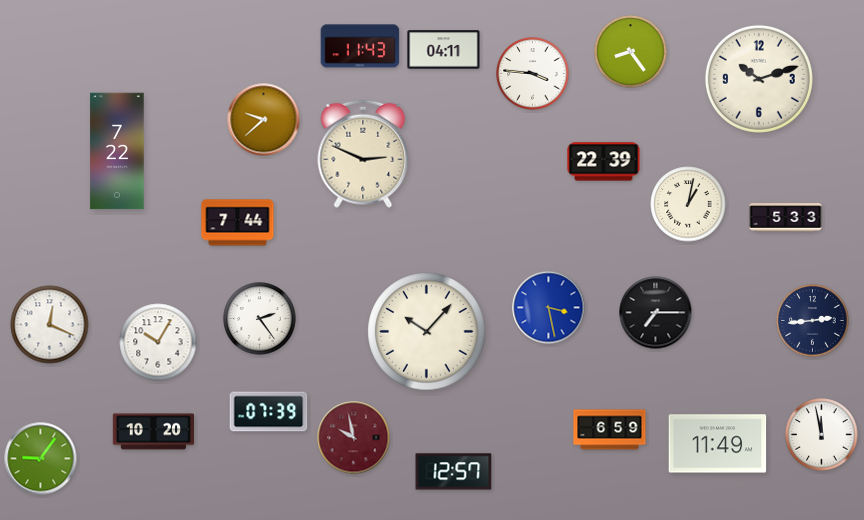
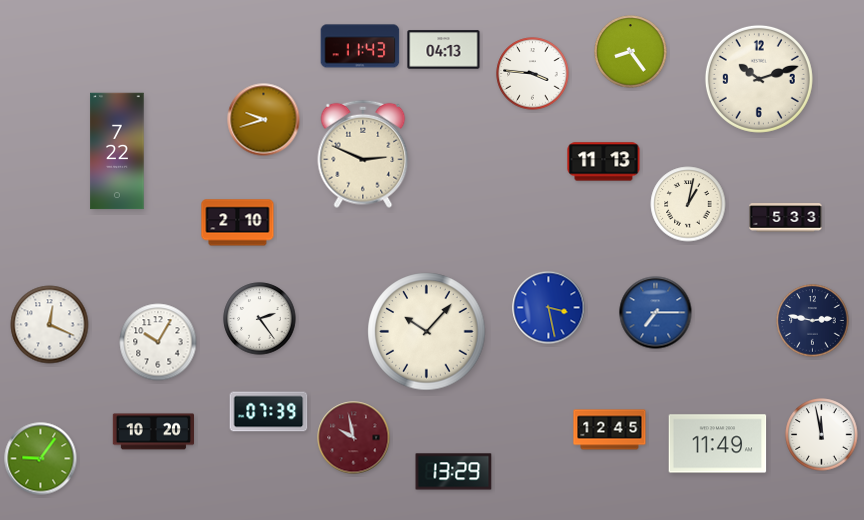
clock at (444, 50): 04:11 -> 04:13
clock at (264, 120): 9:38 -> 9:42
clock at (604, 162): 22:39 -> 11:13
clock at (238, 223): 7:44 -> 2:10
clock at (656, 313) dial: black -> blue
clock at (813, 321): 2:44 -> 2:47
clock at (610, 430): 6:59 -> 12:45
clock at (454, 472): 12:57 -> 13:29
